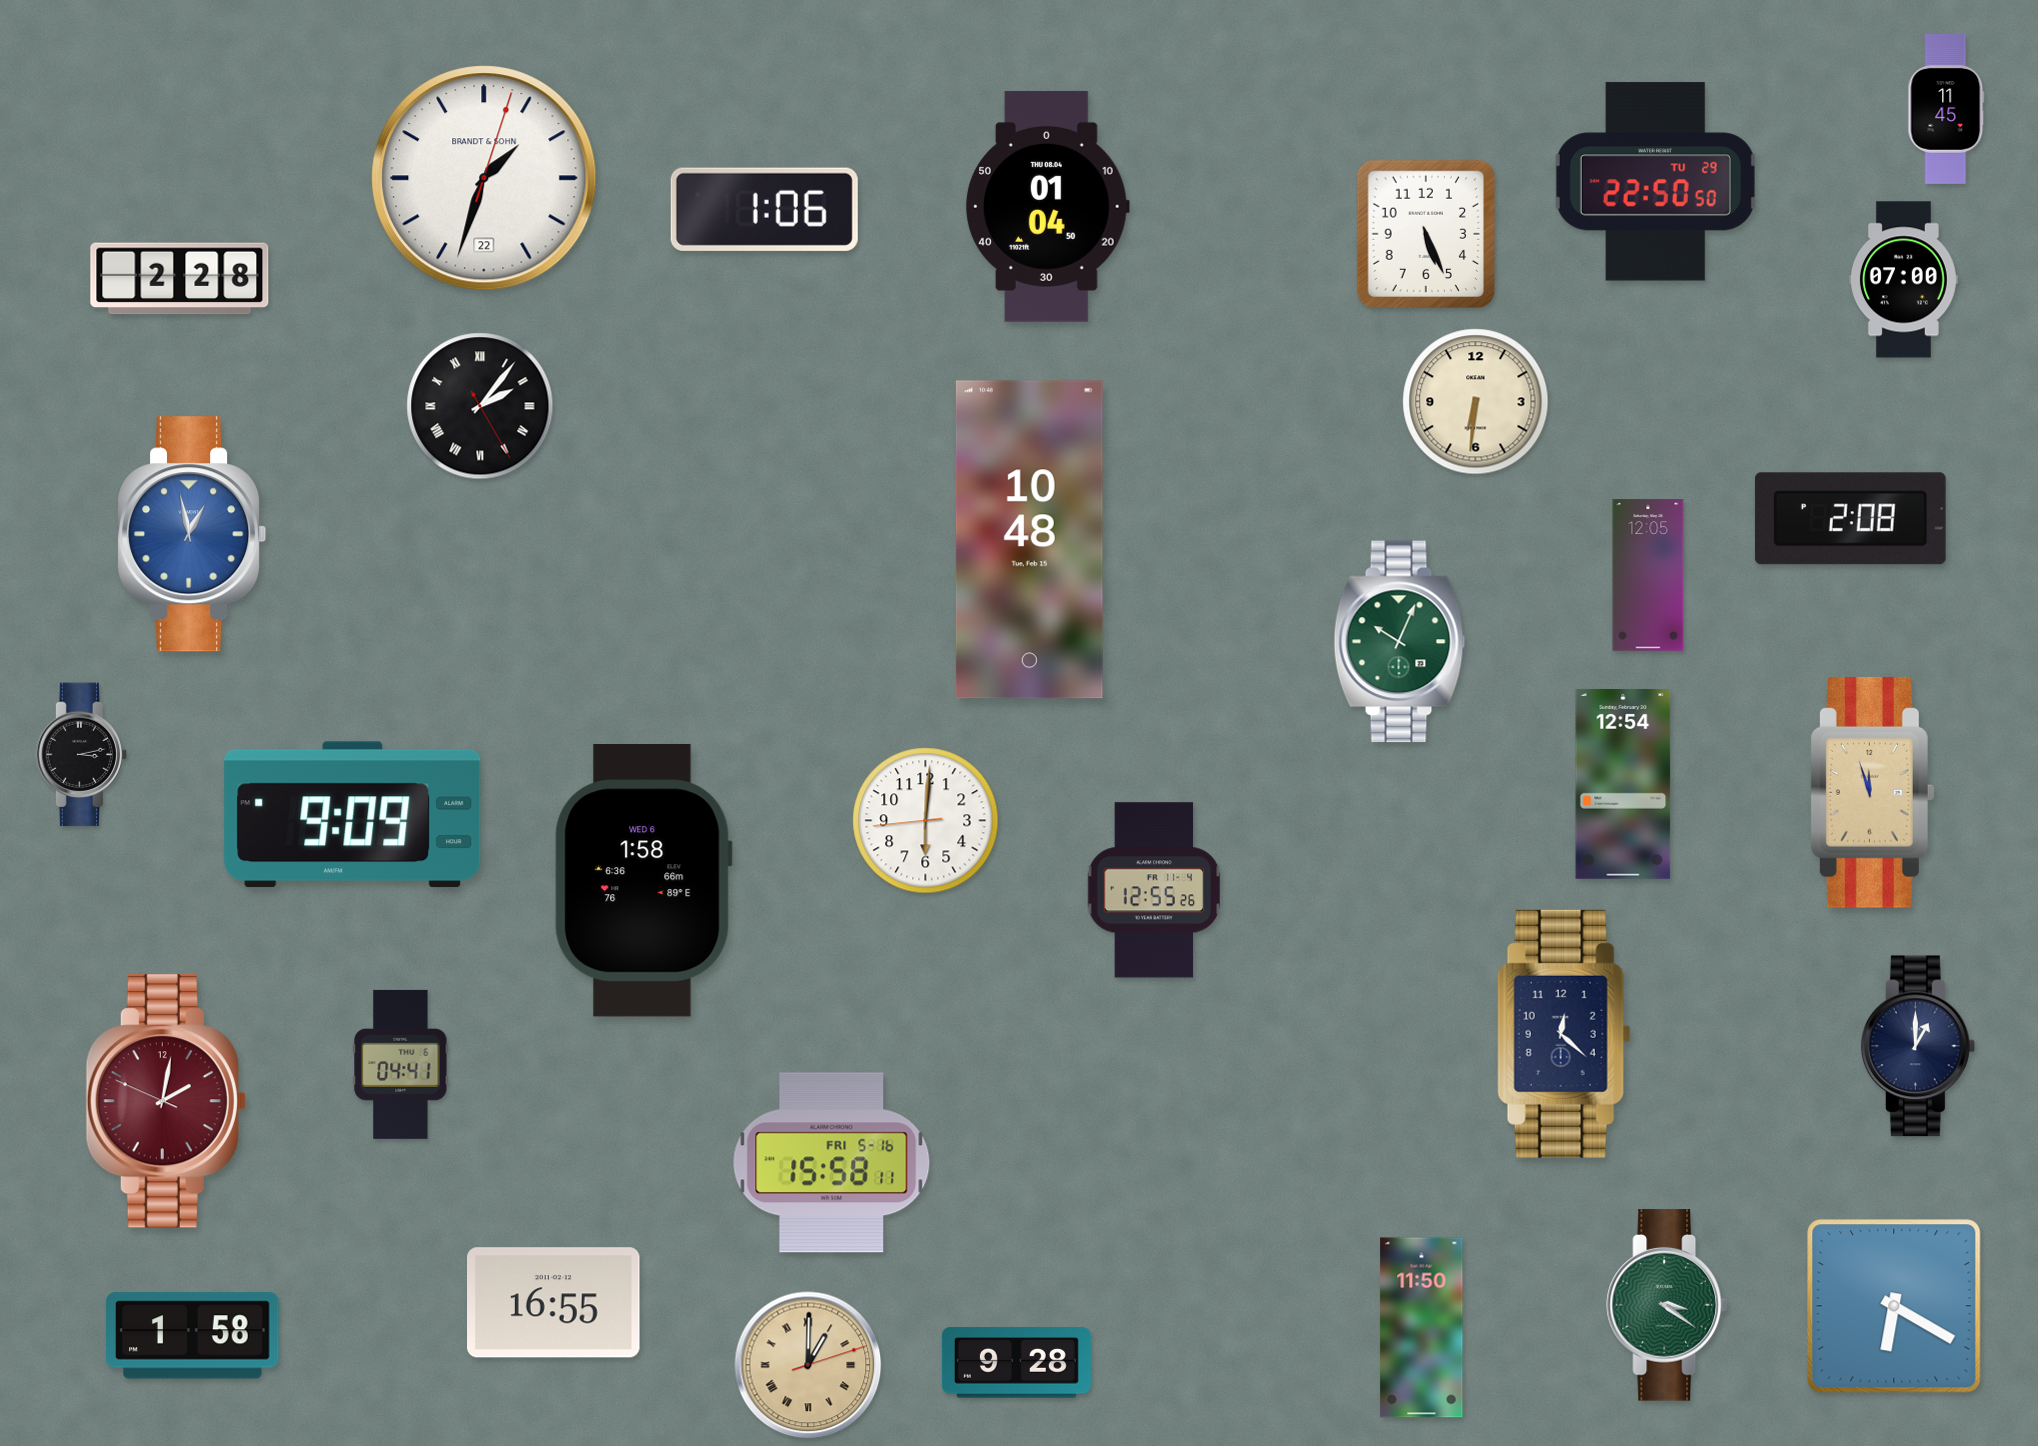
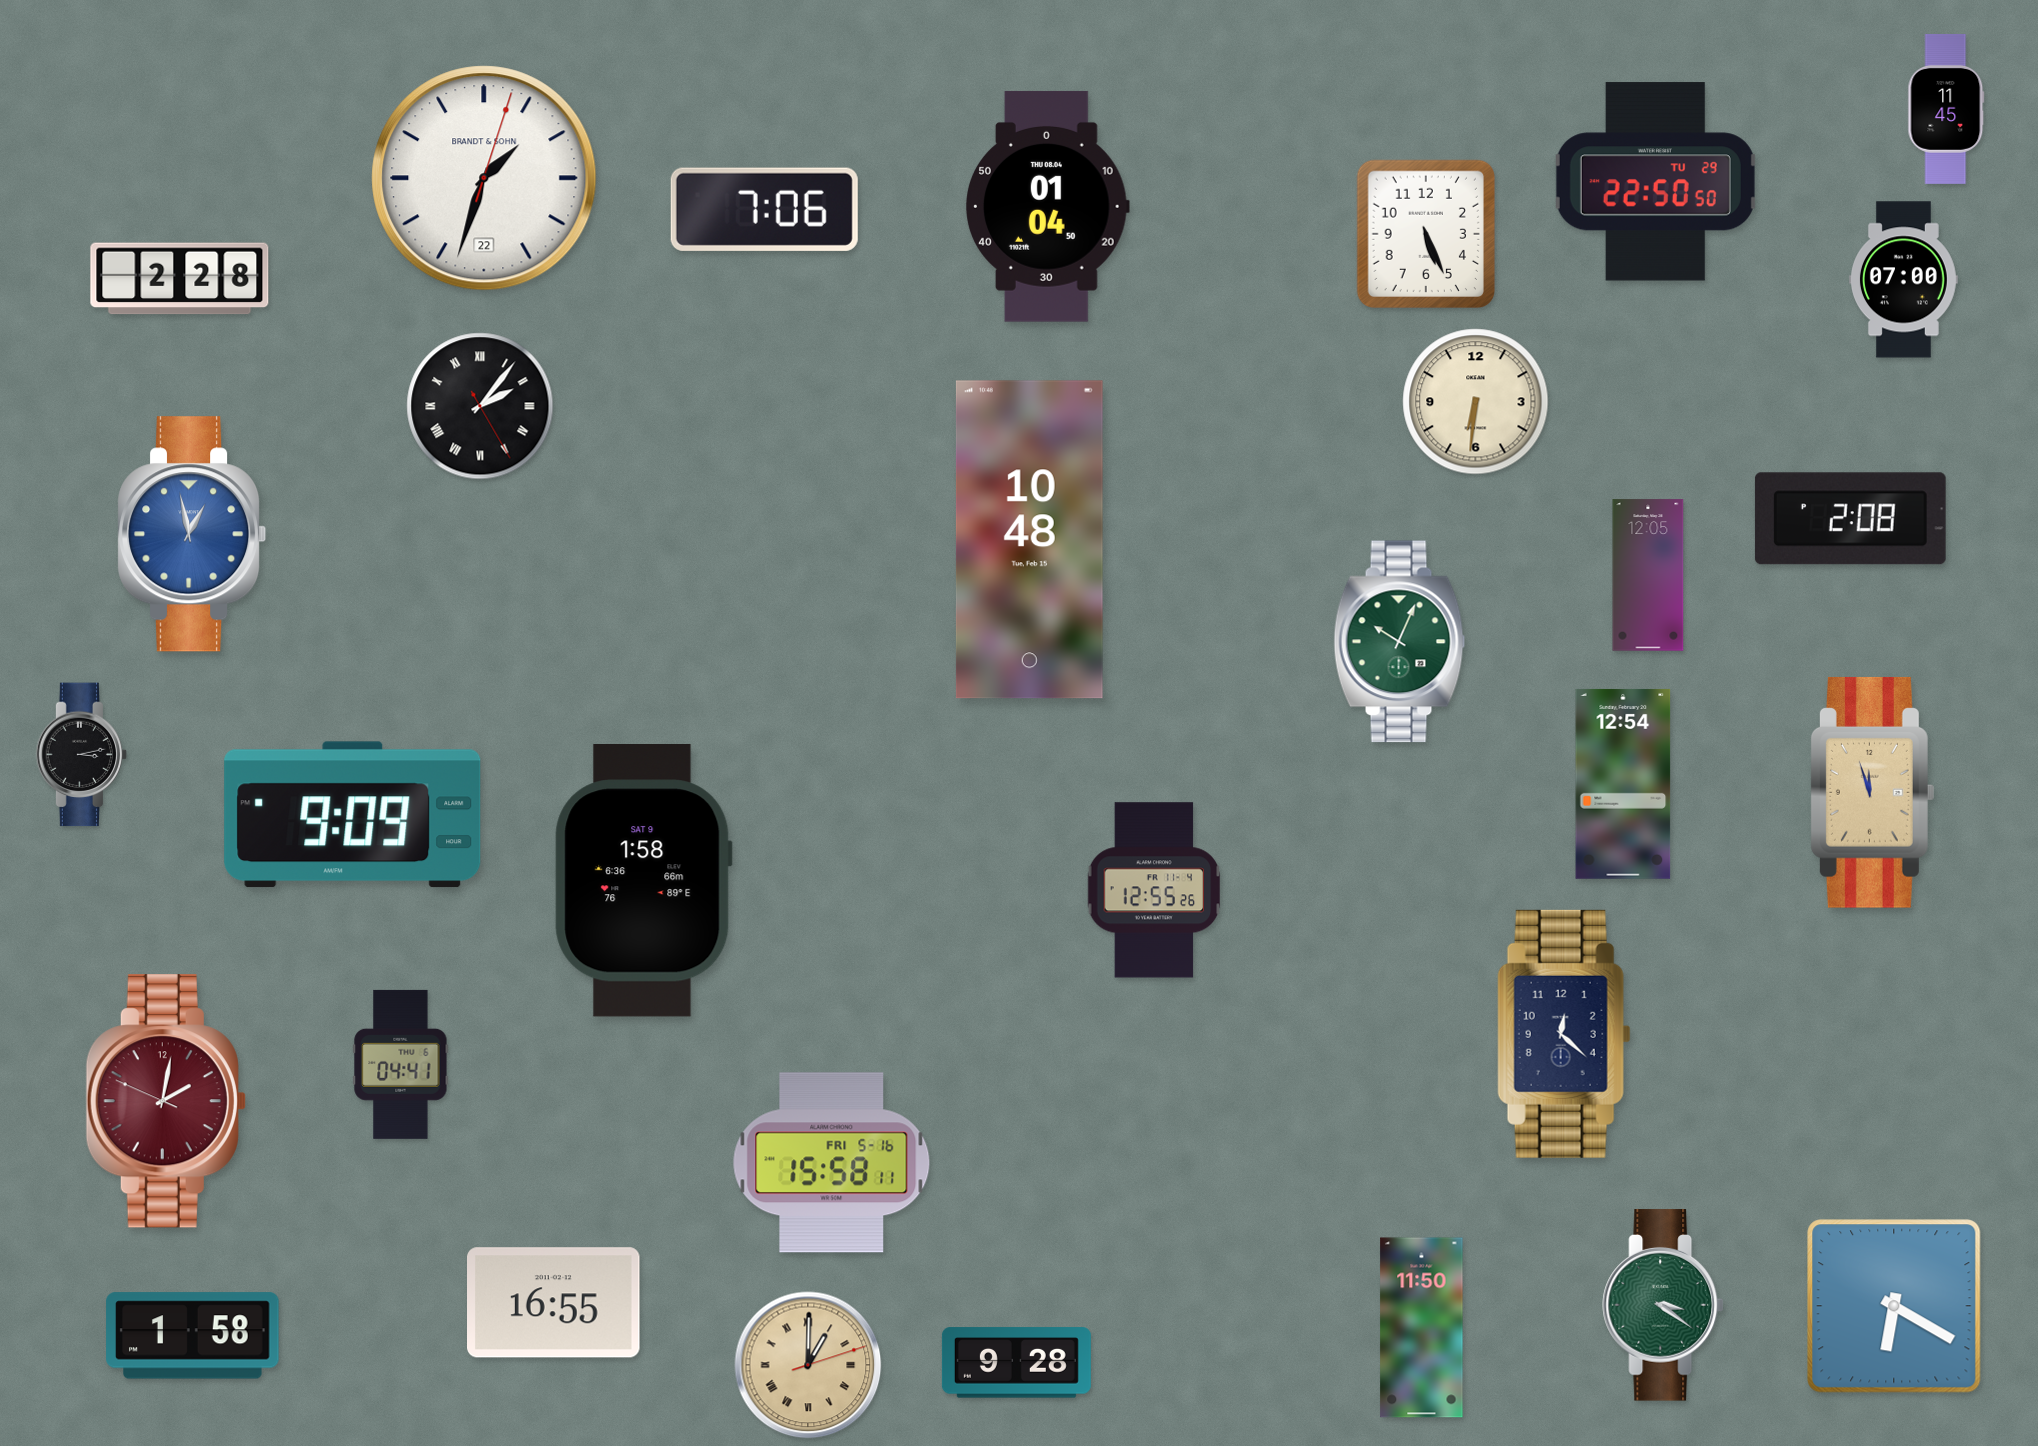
clock at (764, 209): 1:06 -> 7:06
clock at (926, 821): 6:00 -> none
clock at (643, 881) date: WED 6 -> SAT 9
clock at (1918, 1046): 1:00 -> none
clock at (1667, 1305) position: (1667, 1305) -> (1663, 1305)
